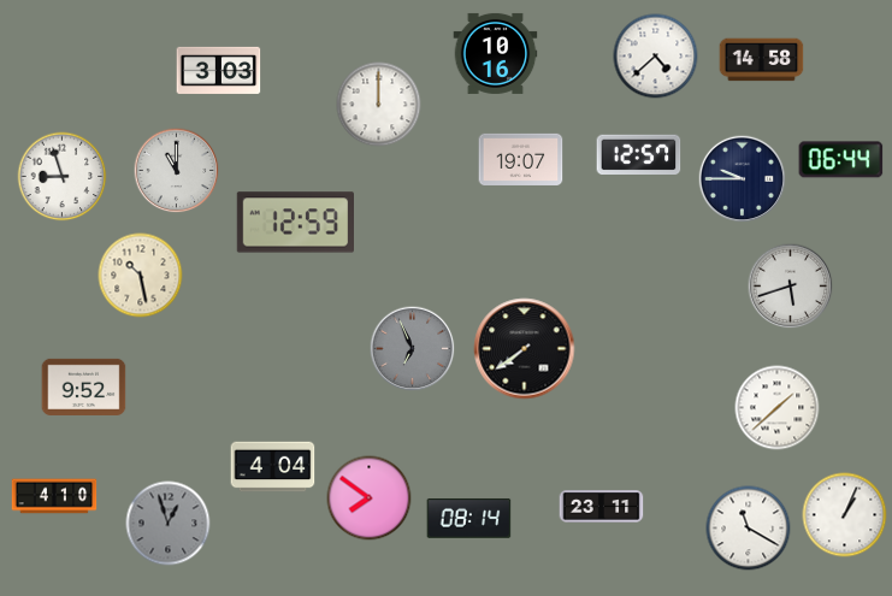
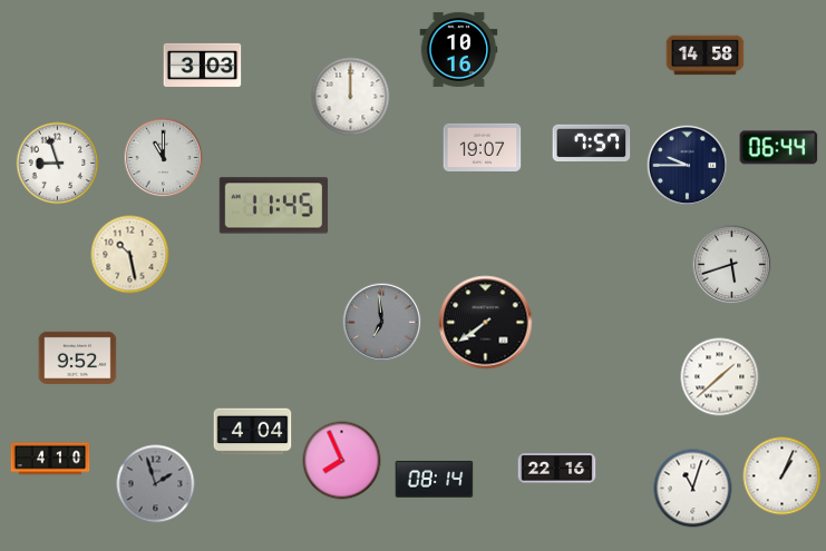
clock at (656, 57): 4:38 -> none
clock at (639, 154): 12:57 -> 7:57
clock at (295, 223): 12:59 -> 11:45
clock at (413, 349): 6:56 -> 6:59
clock at (370, 498): 7:51 -> 7:56
clock at (602, 507): 23:11 -> 22:16
clock at (169, 524): 12:57 -> 1:57
clock at (749, 529): 11:20 -> 11:03
